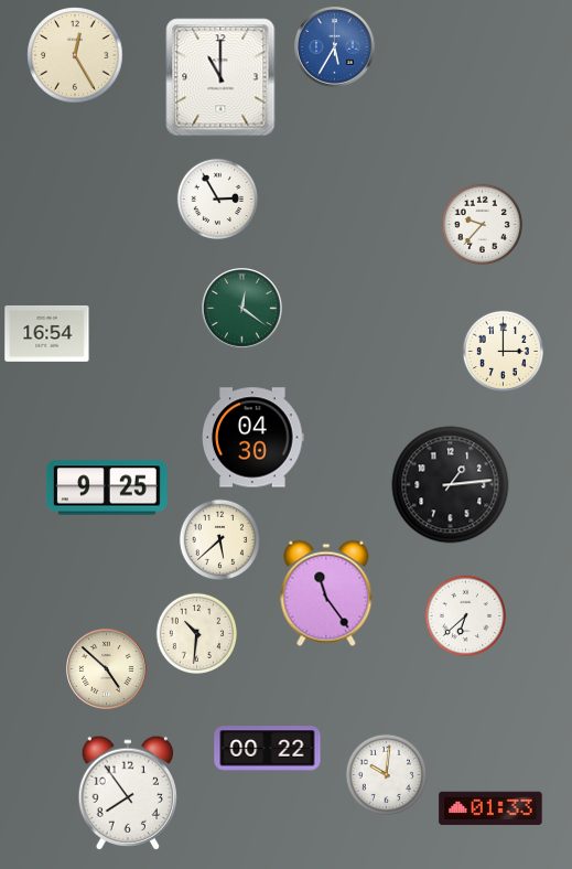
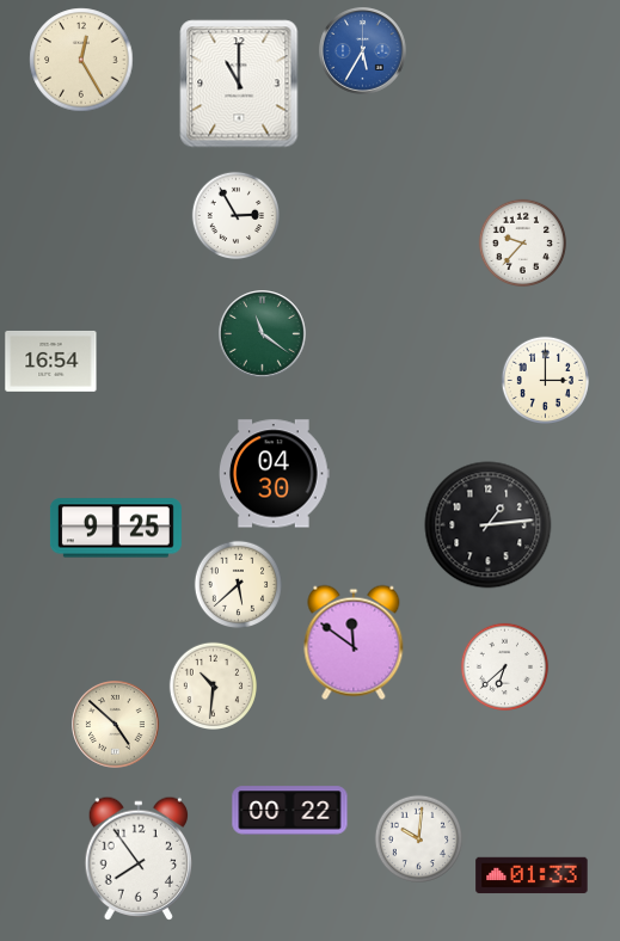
clock at (242, 309): 12:21 -> 11:21
clock at (326, 593): 11:24 -> 11:51
